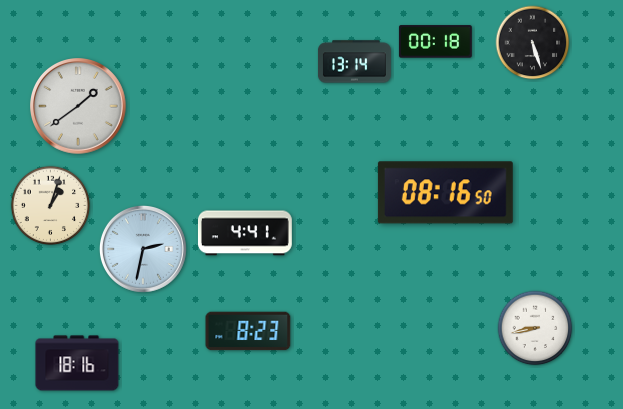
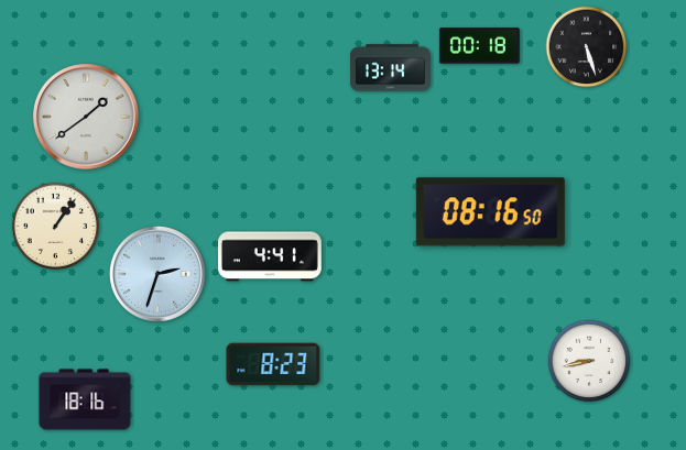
clock at (51, 206): 1:03 -> 1:06
clock at (143, 249): 2:32 -> 2:33
